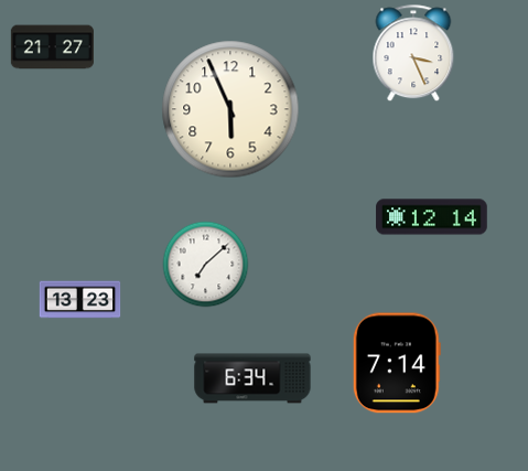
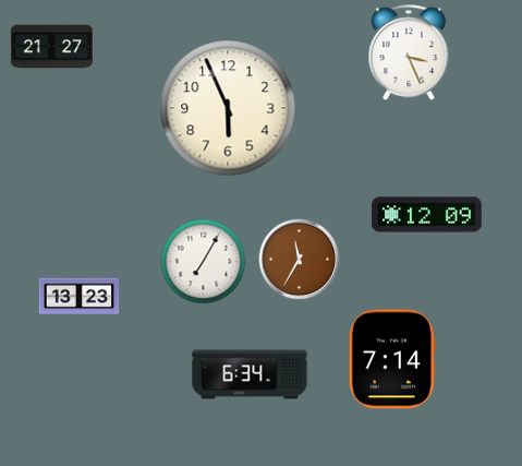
clock at (432, 217): 12:14 -> 12:09
clock at (300, 260): none -> 11:35
clock at (206, 265): 7:08 -> 7:05
